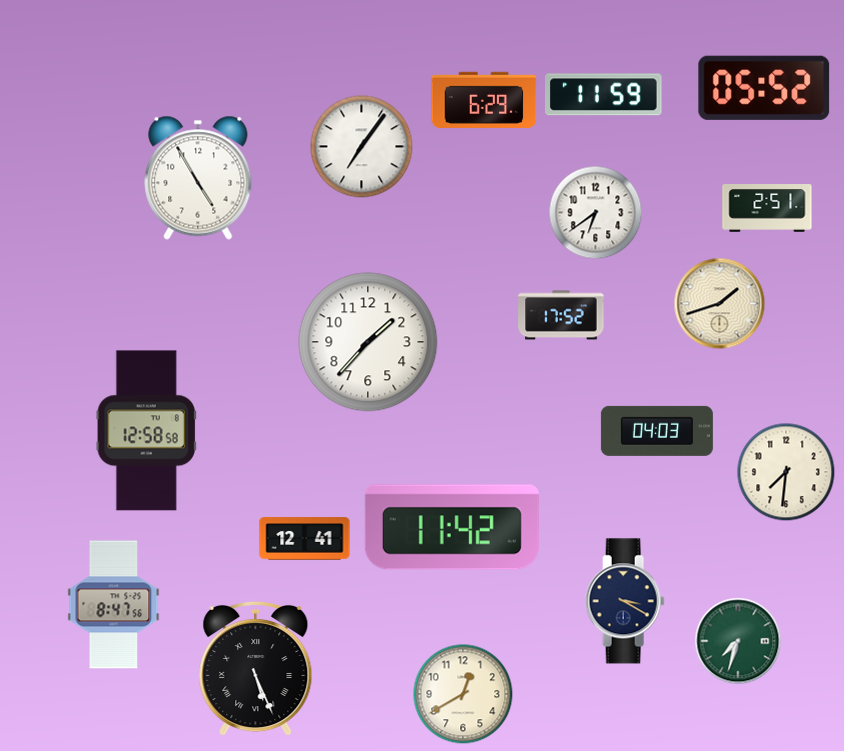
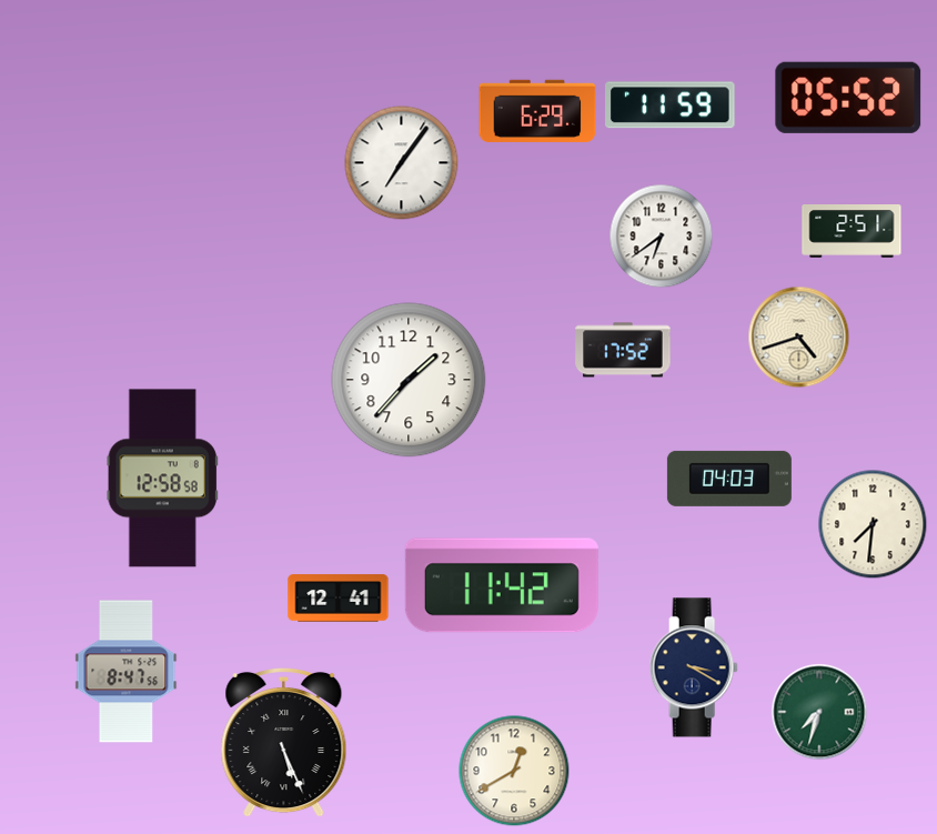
clock at (198, 178): 4:55 -> none
clock at (720, 304): 1:42 -> 4:42
